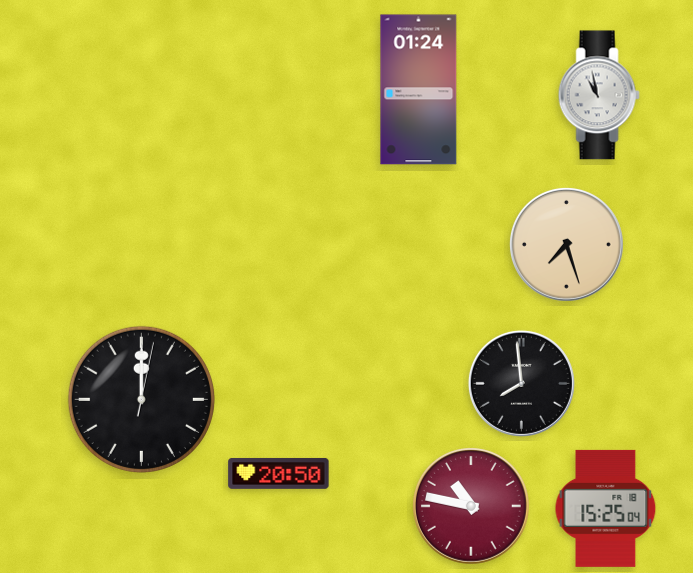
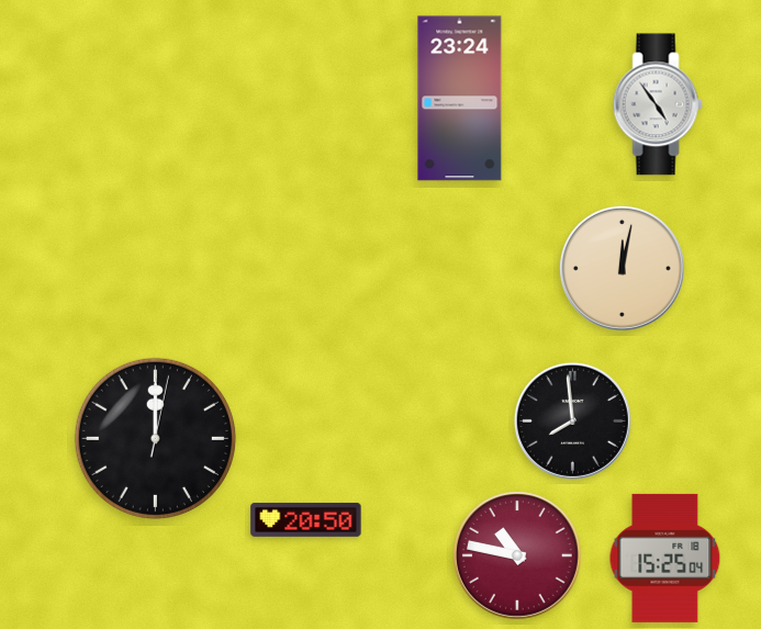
clock at (419, 90): 01:24 -> 23:24
clock at (599, 95): 10:58 -> 4:54
clock at (566, 244): 7:27 -> 12:02
